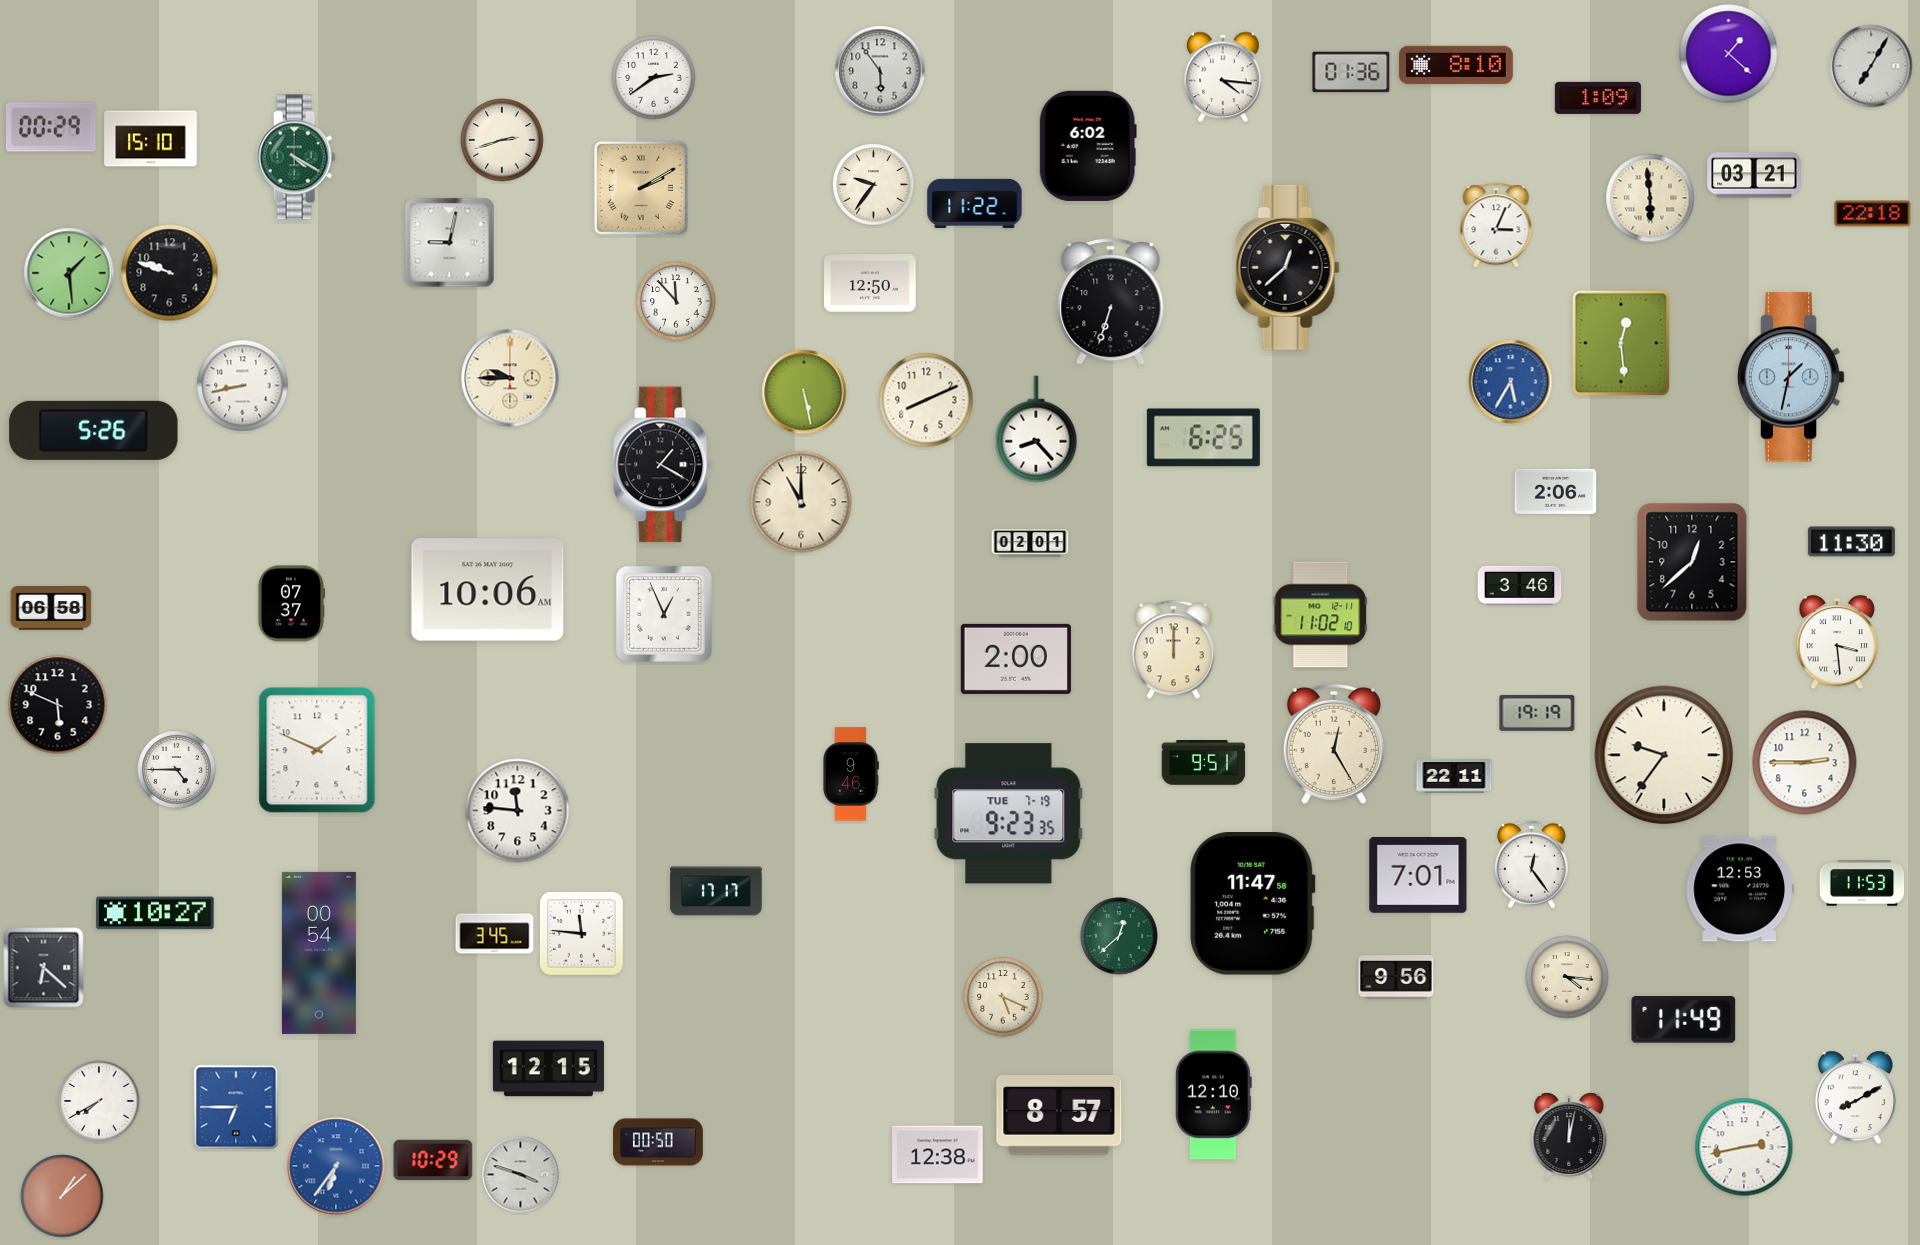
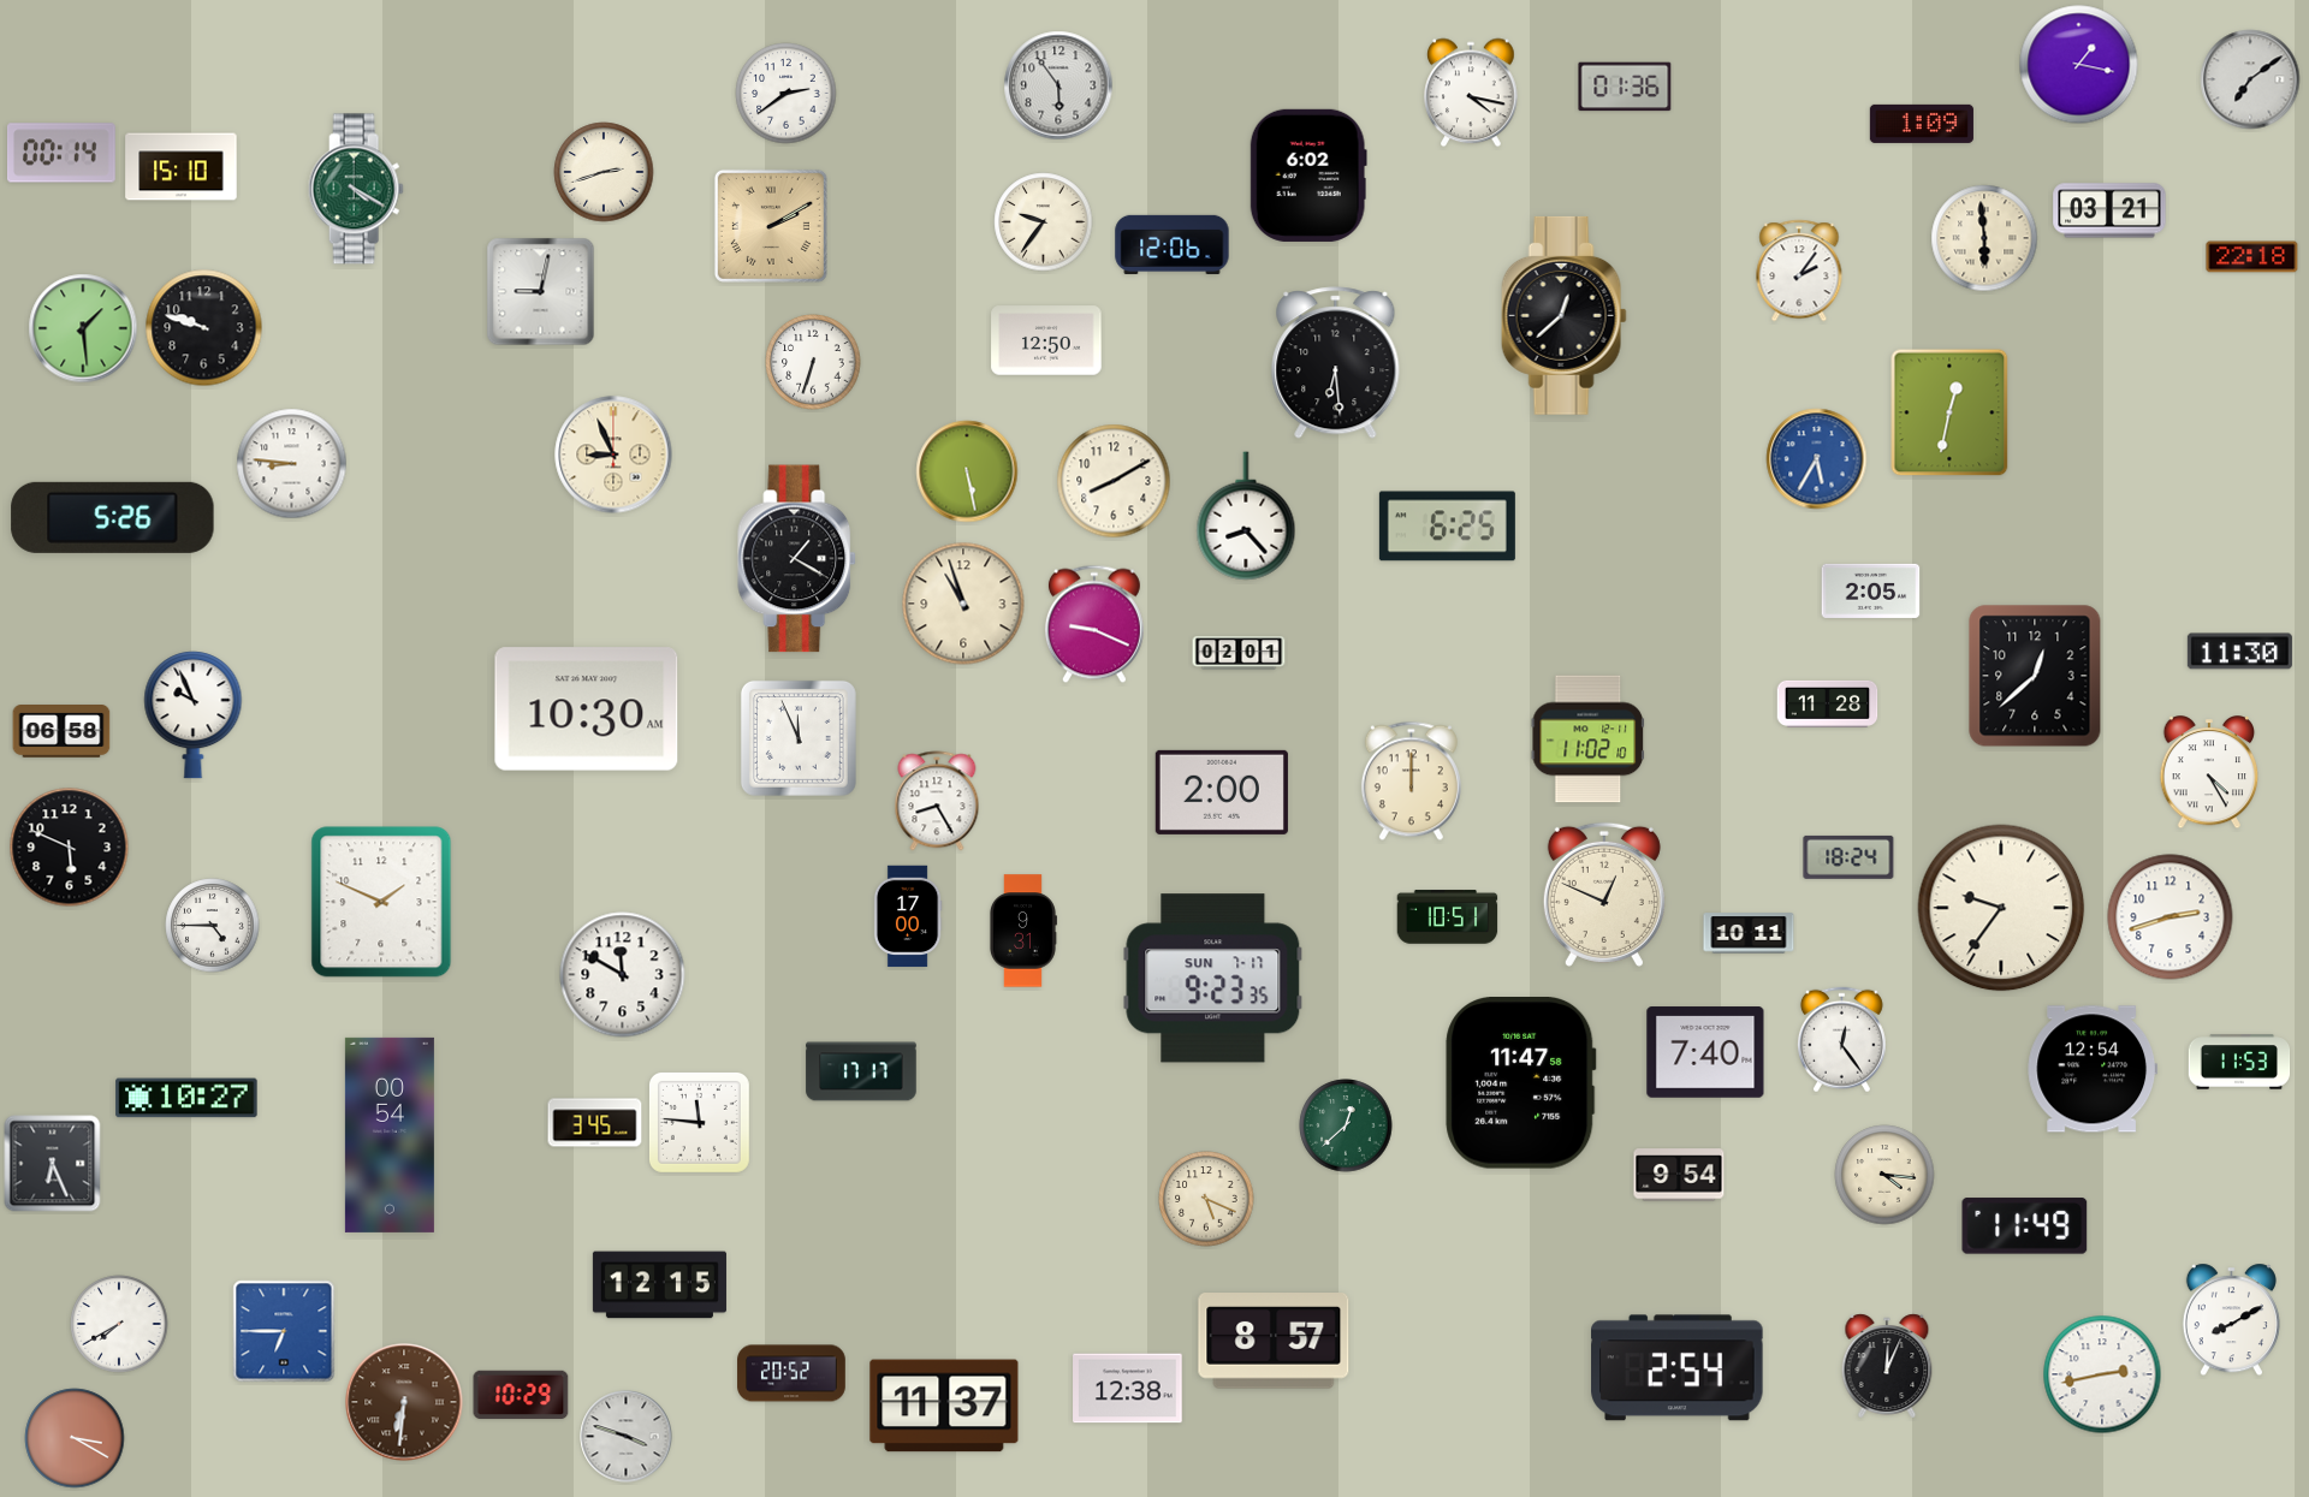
clock at (1729, 54): 1:22 -> 1:17
clock at (1456, 65): 8:10 -> none
clock at (1871, 66): 7:05 -> 7:09
clock at (1223, 77): 4:16 -> 4:17
clock at (1598, 98) position: (1598, 98) -> (1922, 124)
clock at (51, 127): 00:29 -> 00:14
clock at (502, 140) position: (502, 140) -> (604, 172)
clock at (874, 185) position: (874, 185) -> (1044, 222)
clock at (975, 203): 11:22 -> 12:06
clock at (1496, 225): 3:04 -> 2:06
clock at (1287, 267) position: (1287, 267) -> (1563, 315)
clock at (676, 301): 11:53 -> 6:33
clock at (1111, 302): 6:33 -> 6:29
clock at (1621, 343): 12:29 -> 12:32
clock at (1791, 377): 1:32 -> none
clock at (510, 378): 9:45 -> 8:56
clock at (243, 386): 8:43 -> 8:46
clock at (926, 400): 8:11 -> 8:10
clock at (1556, 491): 2:06 -> 2:05
clock at (801, 502): 11:00 -> 10:57
clock at (1094, 624): none -> 9:19
clock at (1851, 542) position: (1851, 542) -> (2239, 652)
clock at (1520, 585): 3:46 -> 11:28
clock at (488, 590): 10:06 -> 10:30
clock at (194, 715): none -> 9:56
clock at (291, 604): 07:37 -> none
clock at (664, 614): 12:56 -> 11:56
clock at (1837, 643): 3:29 -> 4:25
clock at (937, 801): none -> 8:25
clock at (1537, 713): 19:19 -> 18:24
clock at (1334, 744): 12:25 -> 12:49
clock at (908, 916): none -> 17:00
clock at (1204, 763): 9:51 -> 10:51
clock at (1805, 763): 2:45 -> 2:42
clock at (850, 774): 9:46 -> 9:31
clock at (1454, 776): 22:11 -> 10:11
clock at (518, 811): 11:46 -> 11:50
clock at (1009, 814) date: TUE 7-19 -> SUN 7-17
clock at (1418, 875): 7:01 -> 7:40
clock at (1739, 889): 12:53 -> 12:54
clock at (1253, 904) position: (1253, 904) -> (1521, 1083)
clock at (319, 953) position: (319, 953) -> (390, 1135)
clock at (44, 968): 6:22 -> 6:26
clock at (1396, 977): 9:56 -> 9:54
clock at (1214, 1095): 12:10 -> none
clock at (1569, 1136): 12:02 -> 12:04
clock at (1678, 1368): none -> 2:54
clock at (658, 1142): 00:50 -> 20:52
clock at (1744, 1147) position: (1744, 1147) -> (2102, 1374)
clock at (336, 1166): 6:36 -> 6:31
clock at (336, 1166) dial: blue -> brown
clock at (944, 1406): none -> 11:37
clock at (521, 1175) position: (521, 1175) -> (627, 1437)
clock at (62, 1196): 1:08 -> 3:20
